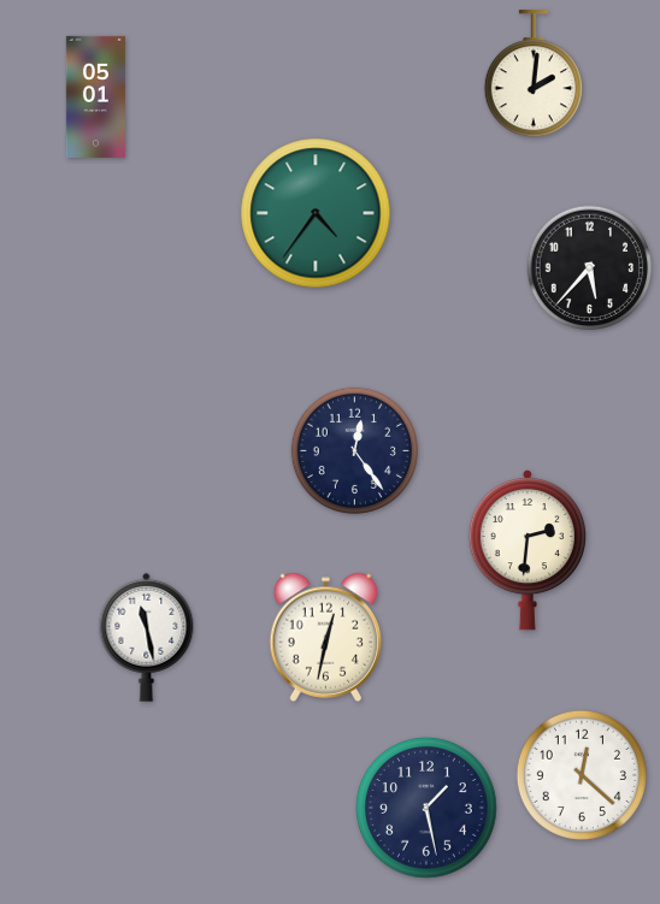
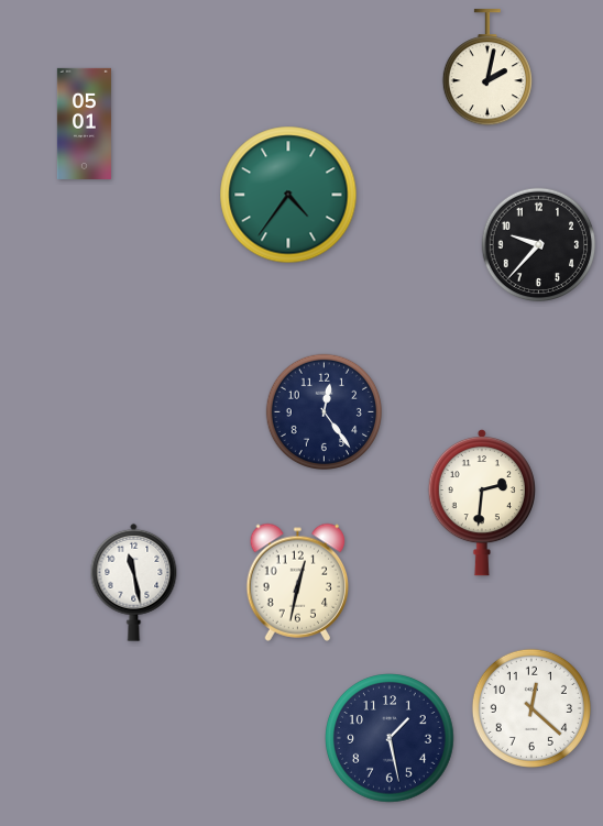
clock at (534, 75): 2:01 -> 2:02
clock at (95, 96) position: (95, 96) -> (84, 123)
clock at (590, 268): 5:37 -> 9:37
